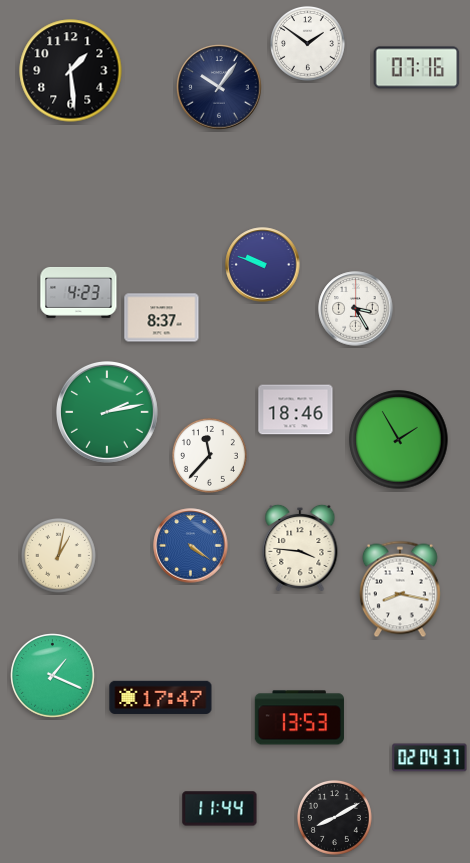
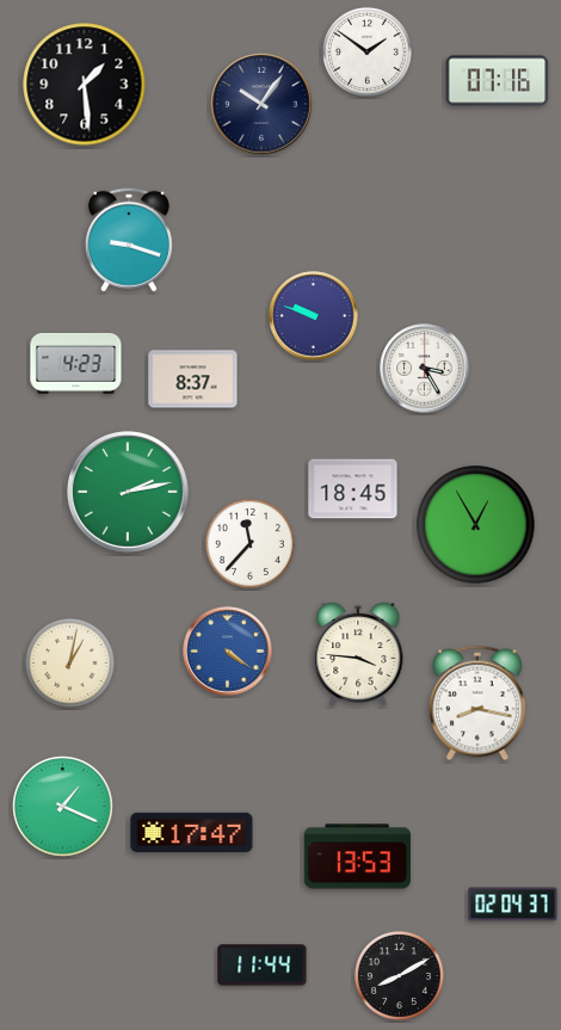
clock at (129, 240): none -> 9:18
clock at (79, 292) position: (79, 292) -> (76, 363)
clock at (296, 410): 18:46 -> 18:45
clock at (399, 440): 1:55 -> 12:55
